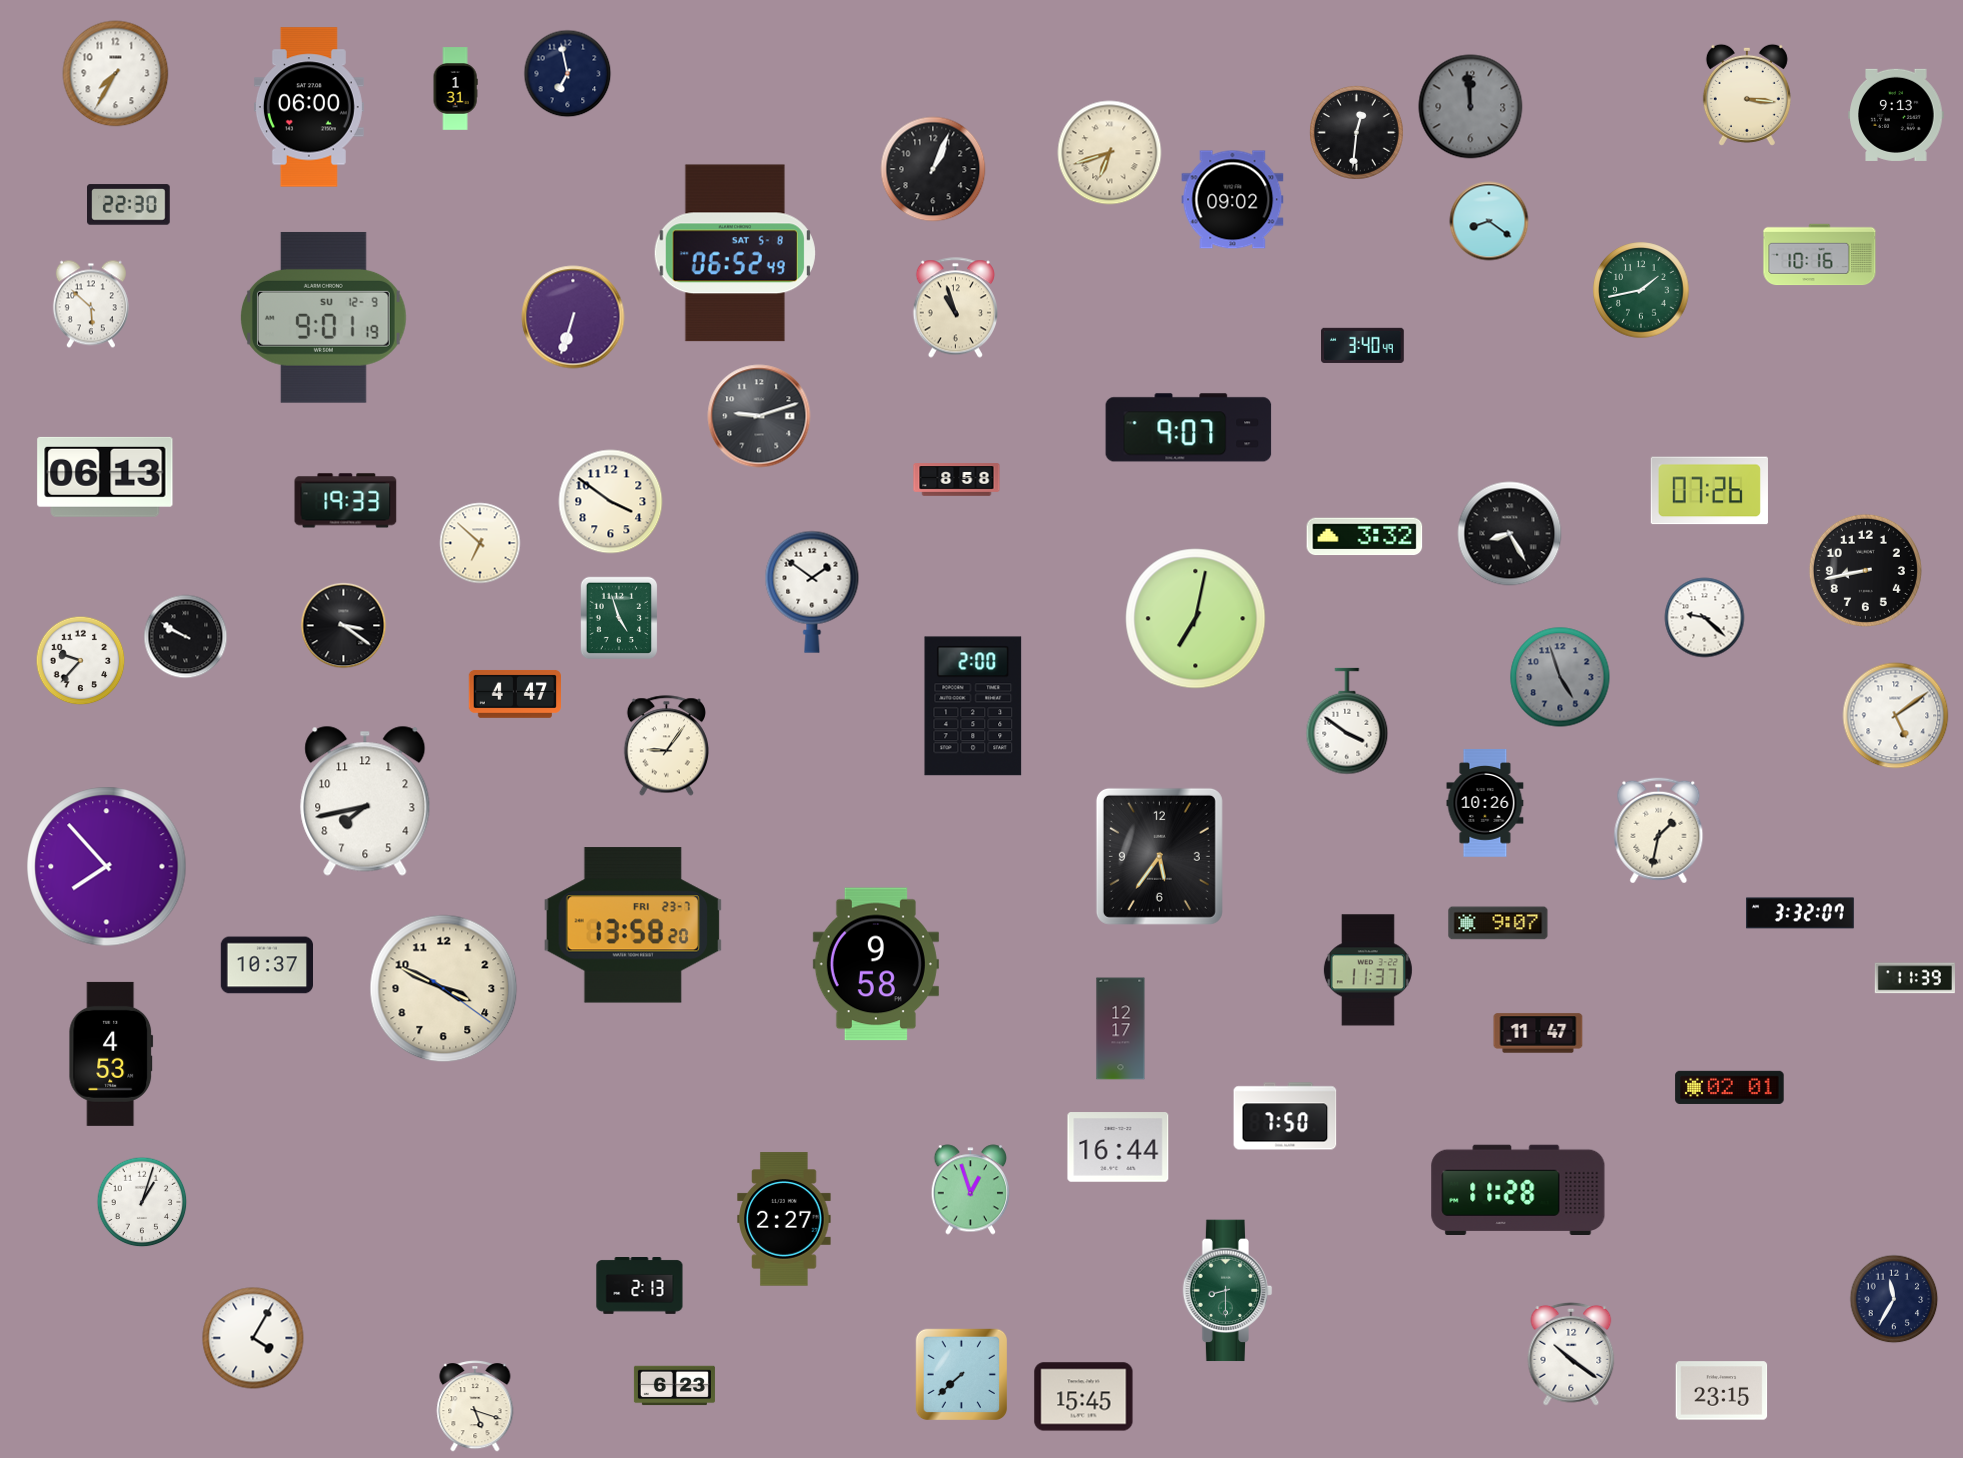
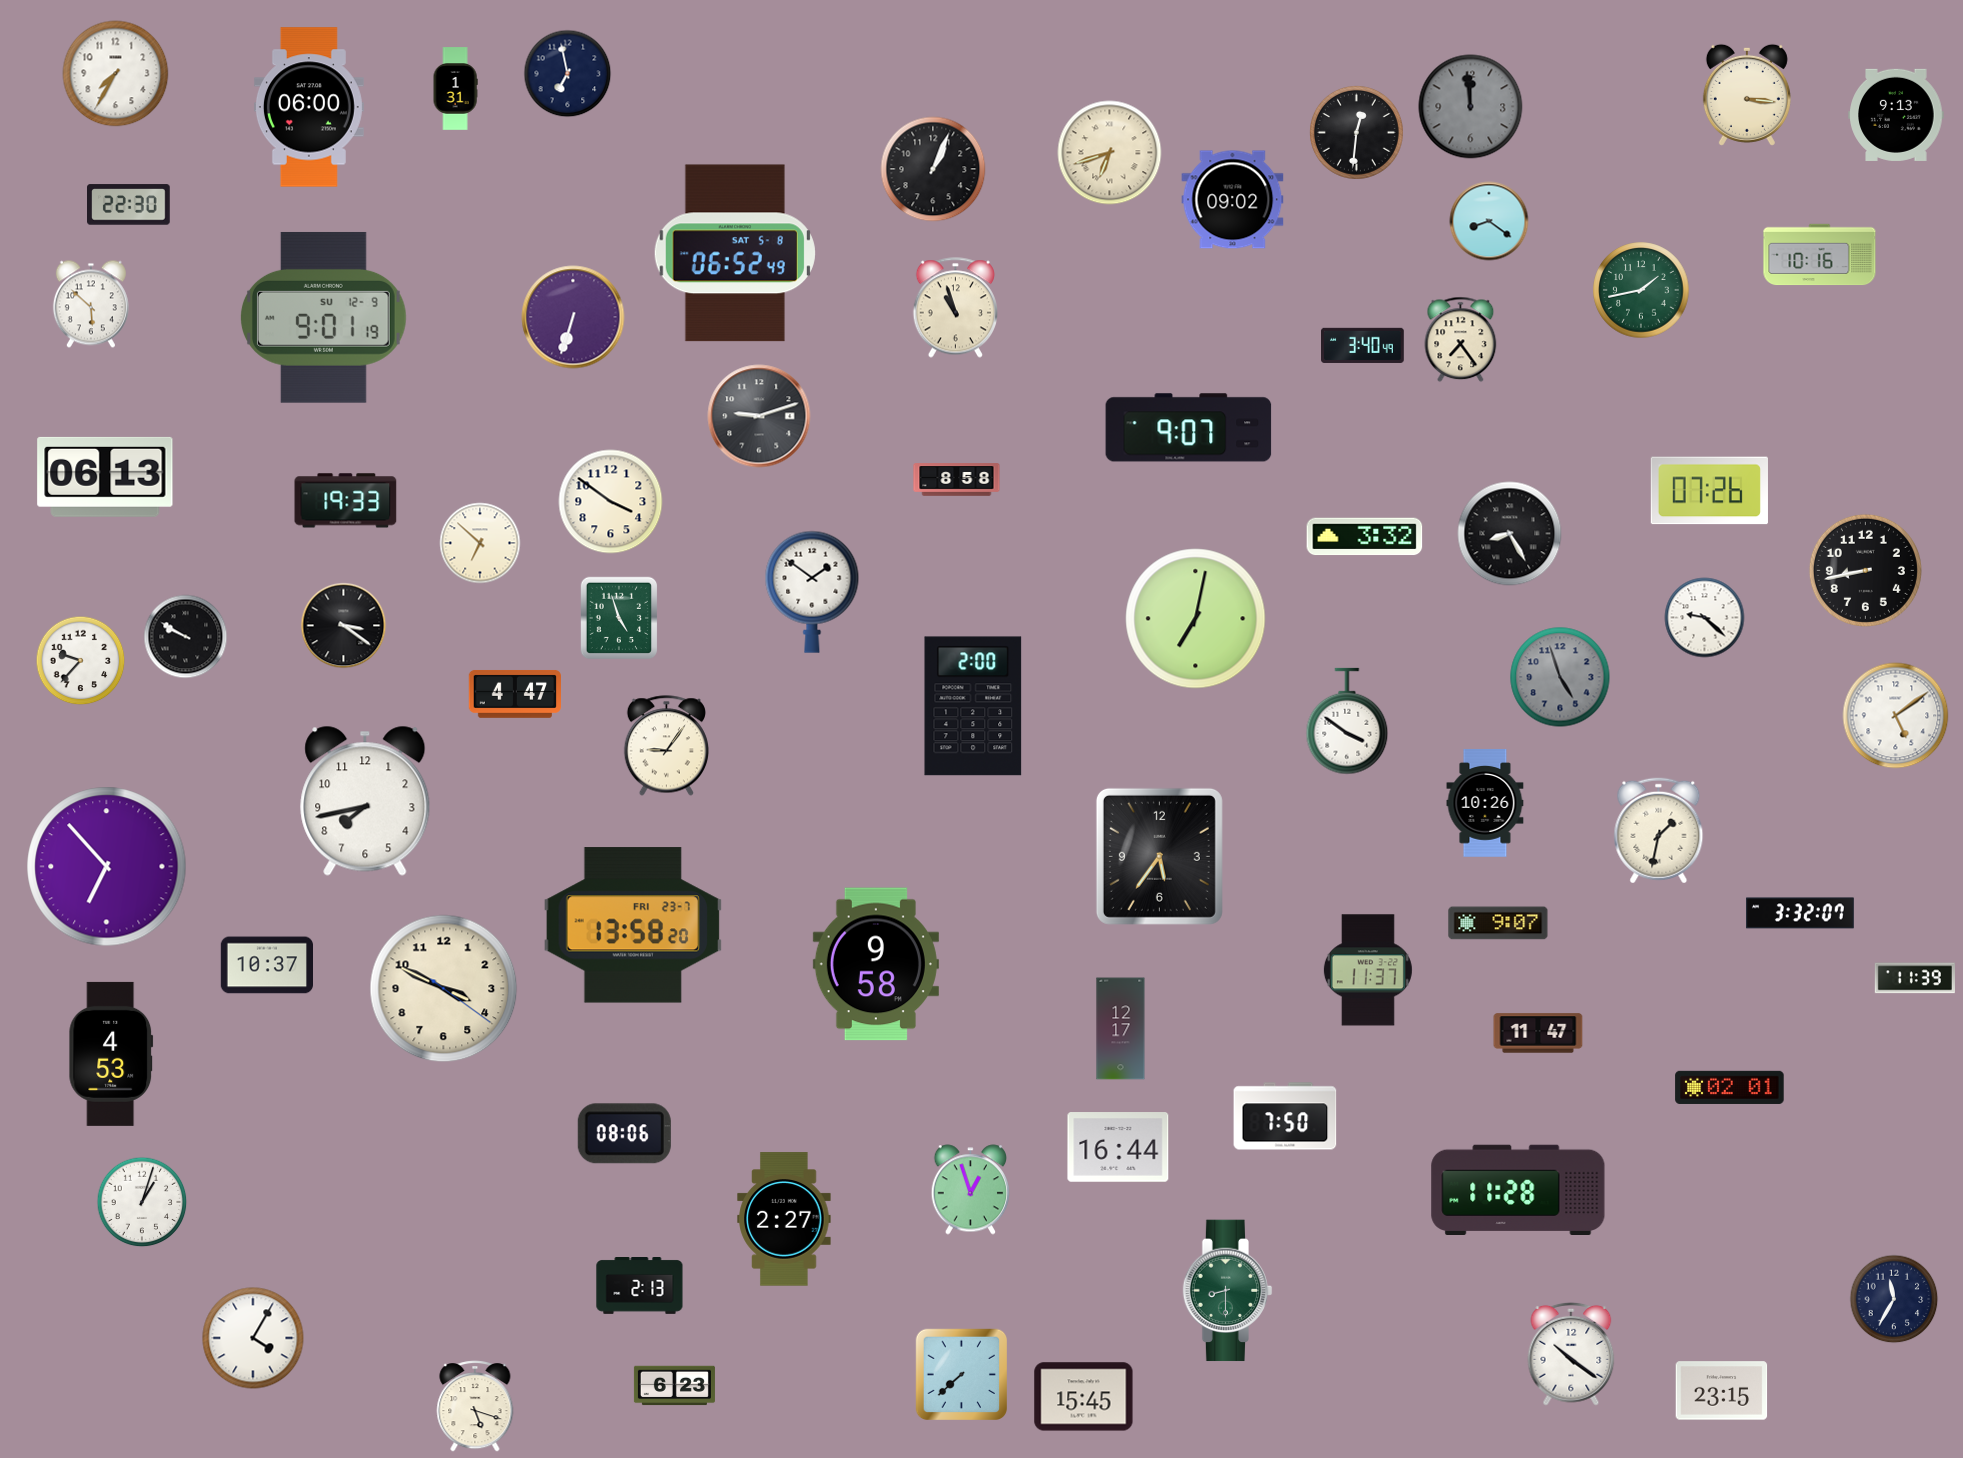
clock at (1461, 340): none -> 7:24
clock at (107, 867): 7:53 -> 6:53
clock at (624, 1134): none -> 08:06
